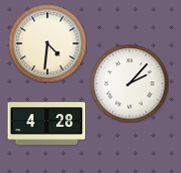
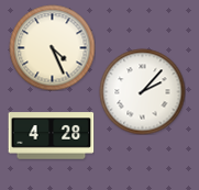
clock at (47, 43): 4:31 -> 4:26
